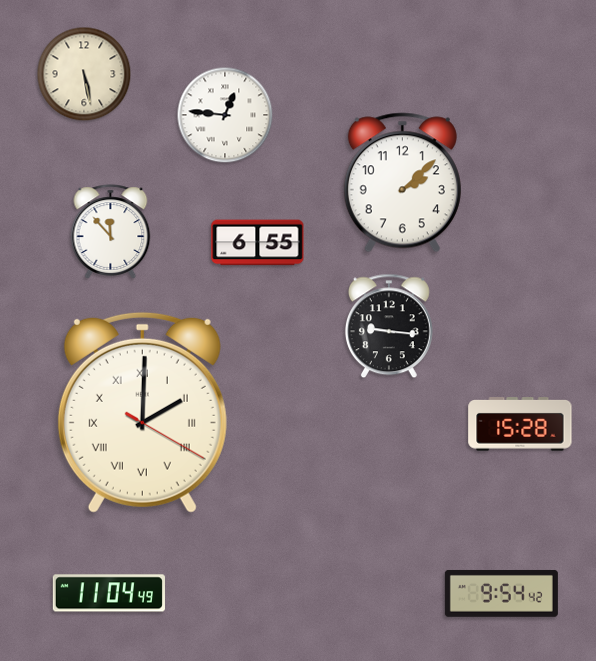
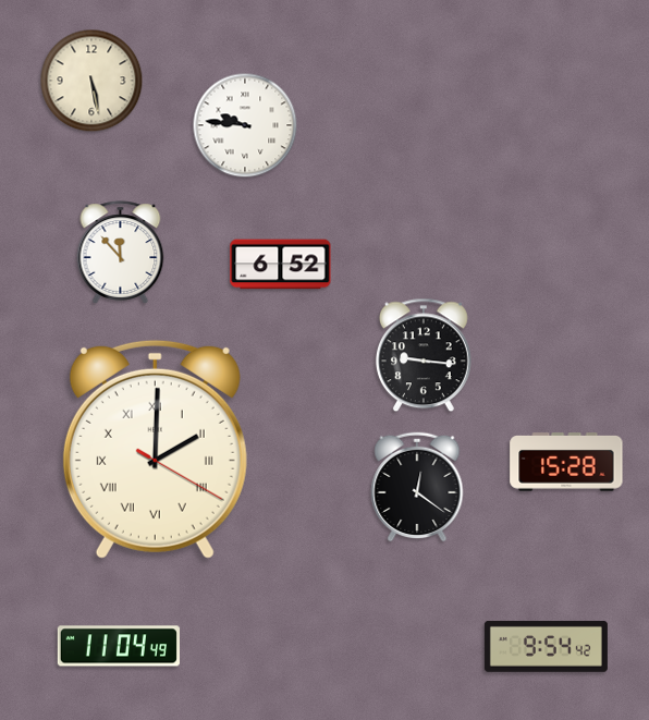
clock at (225, 115): 12:46 -> 9:46
clock at (402, 183): 2:08 -> none
clock at (258, 243): 6:55 -> 6:52
clock at (417, 487): none -> 12:21
